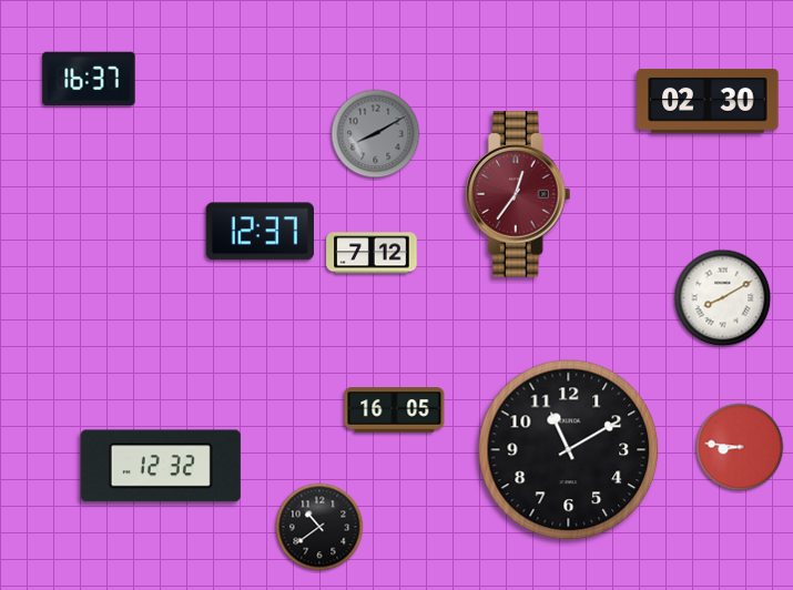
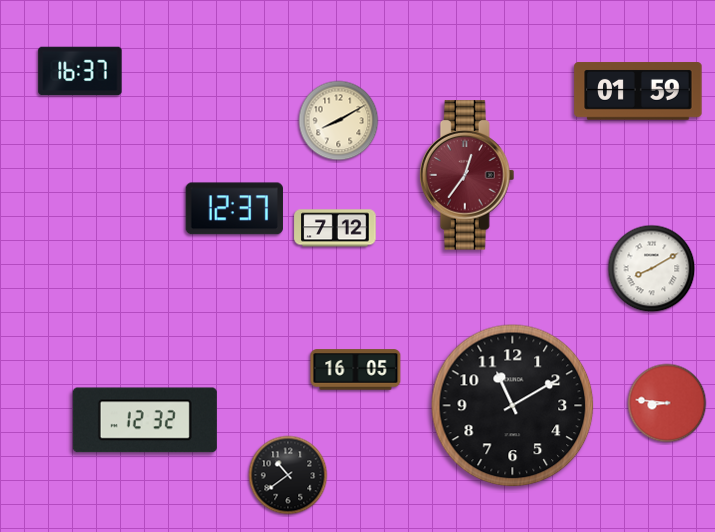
clock at (708, 102): 02:30 -> 01:59
clock at (376, 134) dial: grey -> cream
